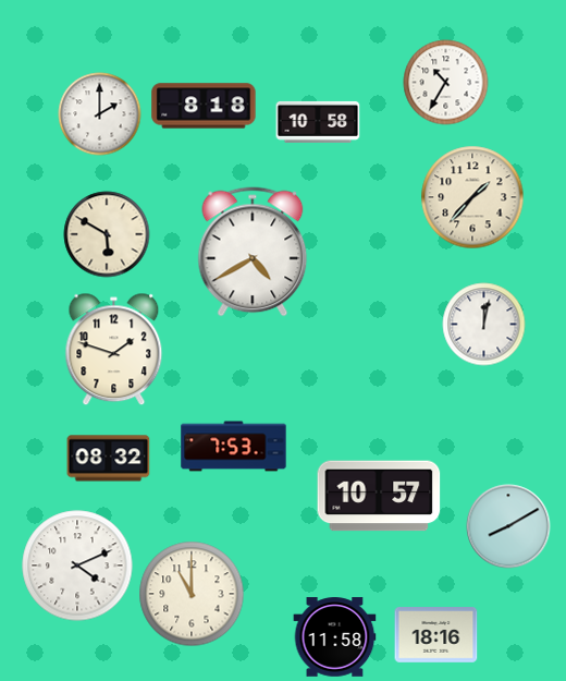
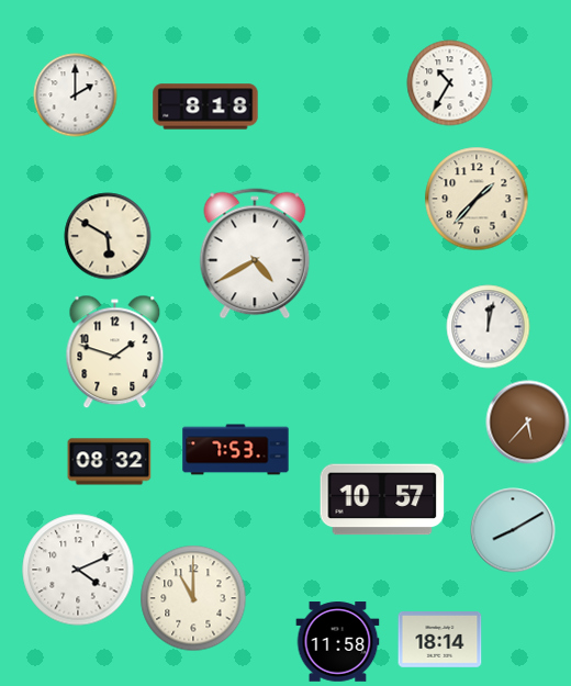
clock at (100, 114) position: (100, 114) -> (76, 95)
clock at (318, 122): 10:58 -> none
clock at (528, 423): none -> 5:37
clock at (436, 635): 18:16 -> 18:14
